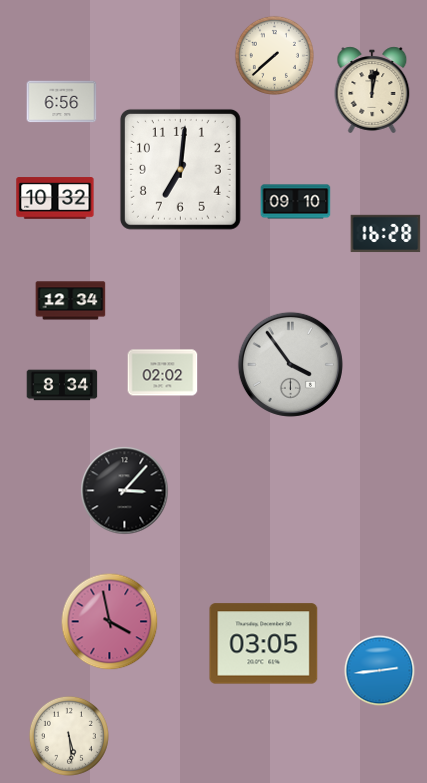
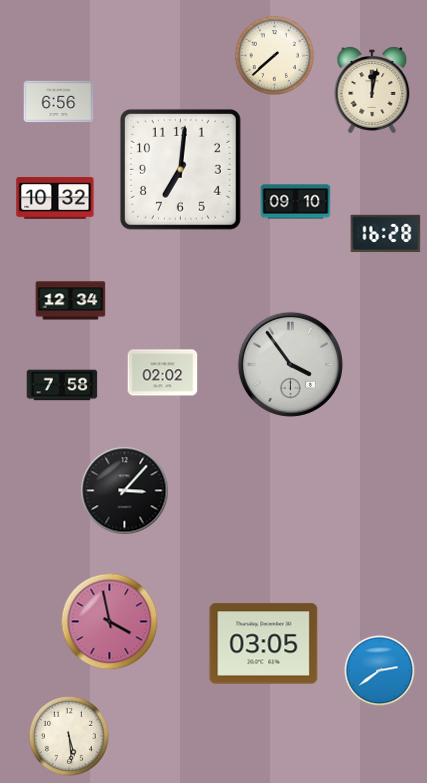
clock at (62, 102) position: (62, 102) -> (59, 102)
clock at (62, 385): 8:34 -> 7:58
clock at (380, 671): 2:44 -> 2:39
